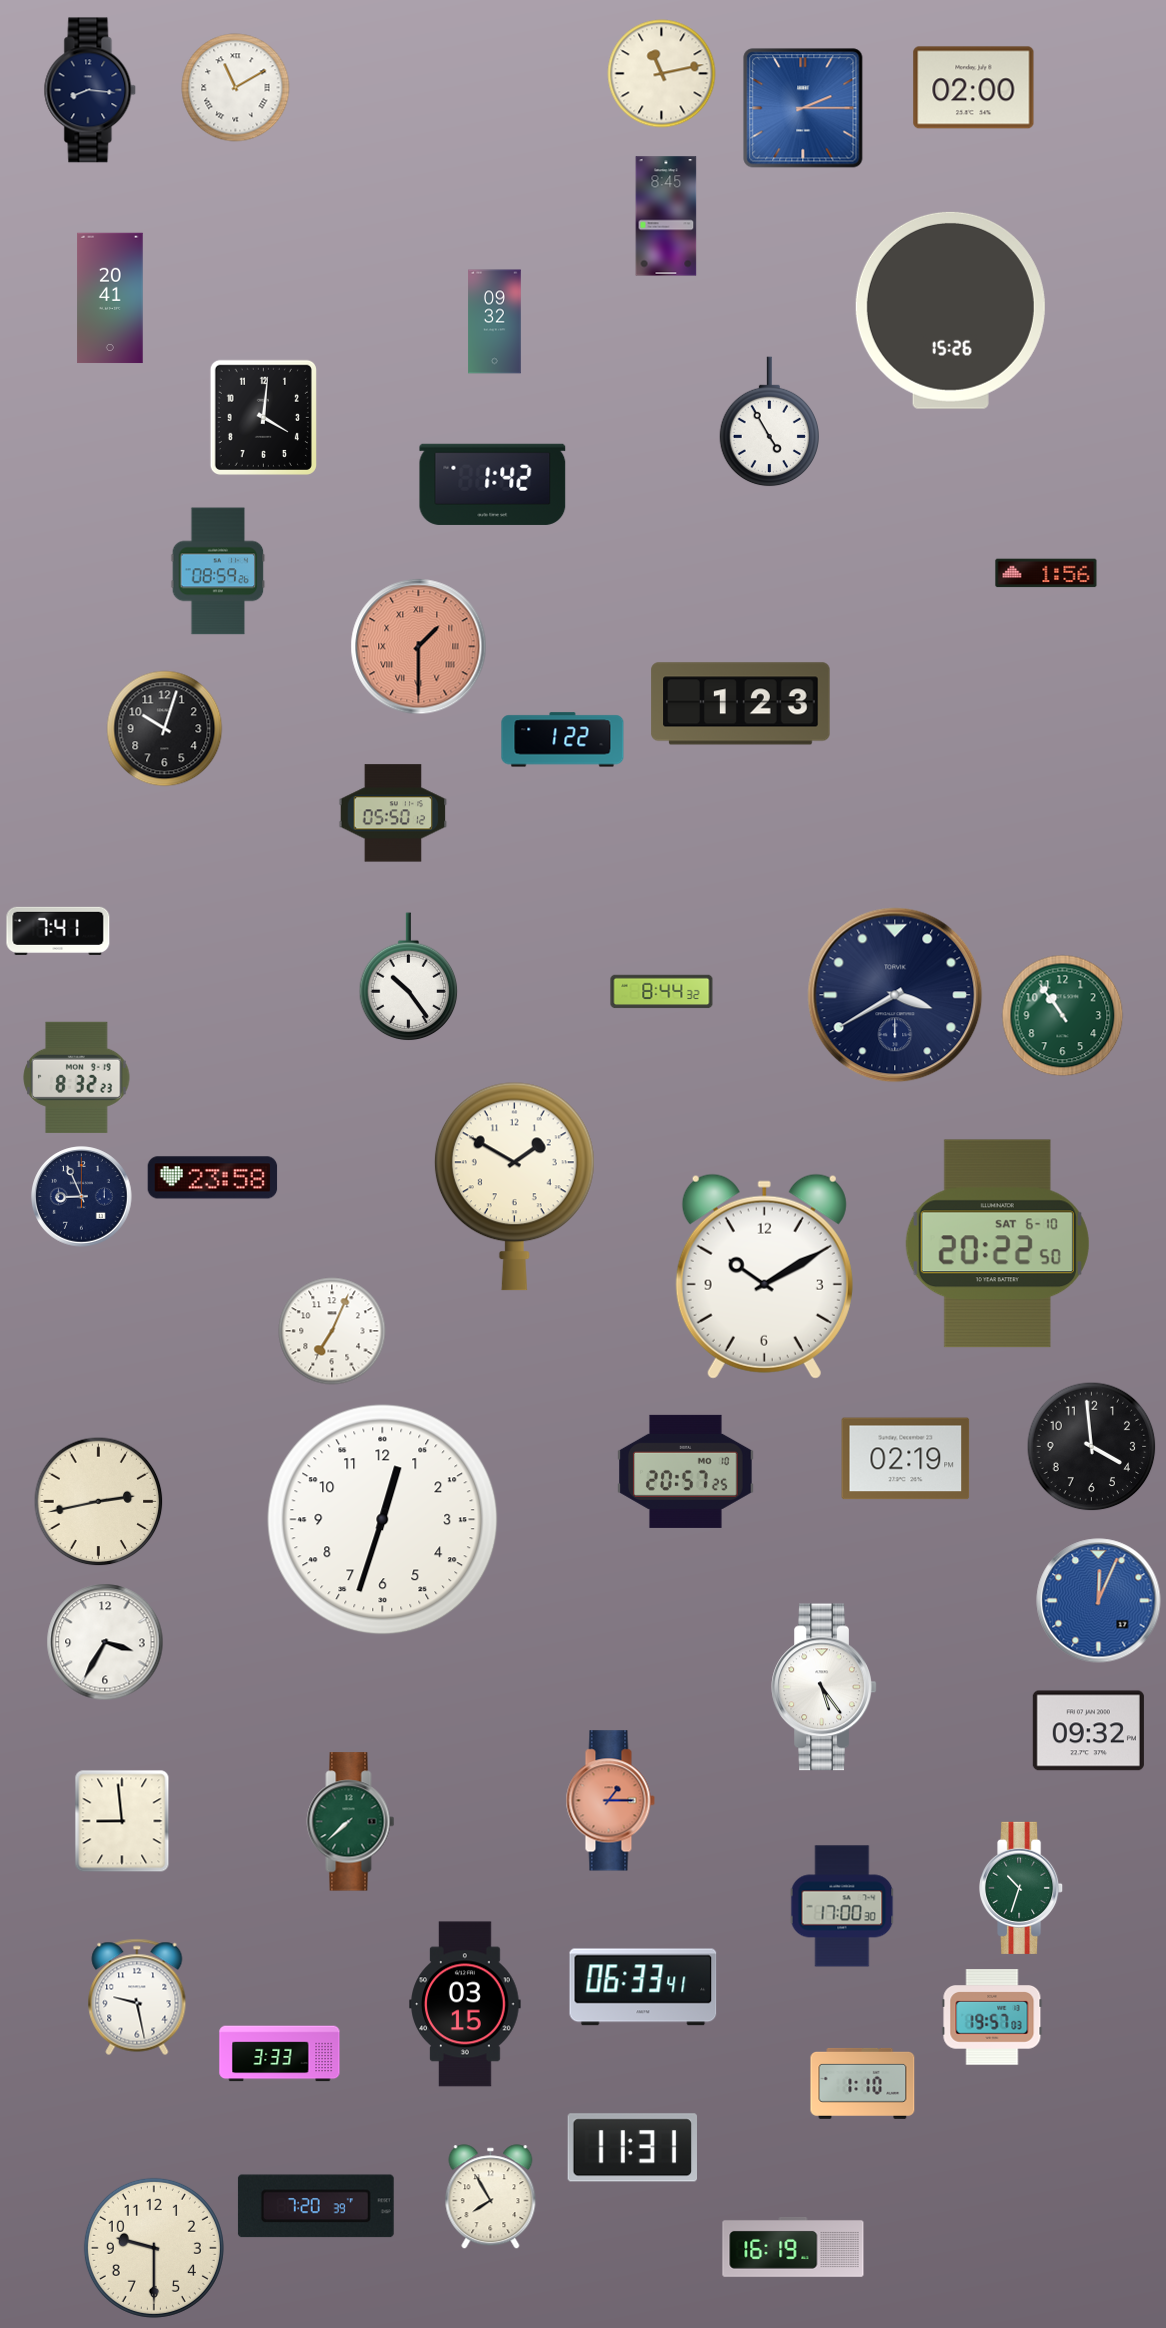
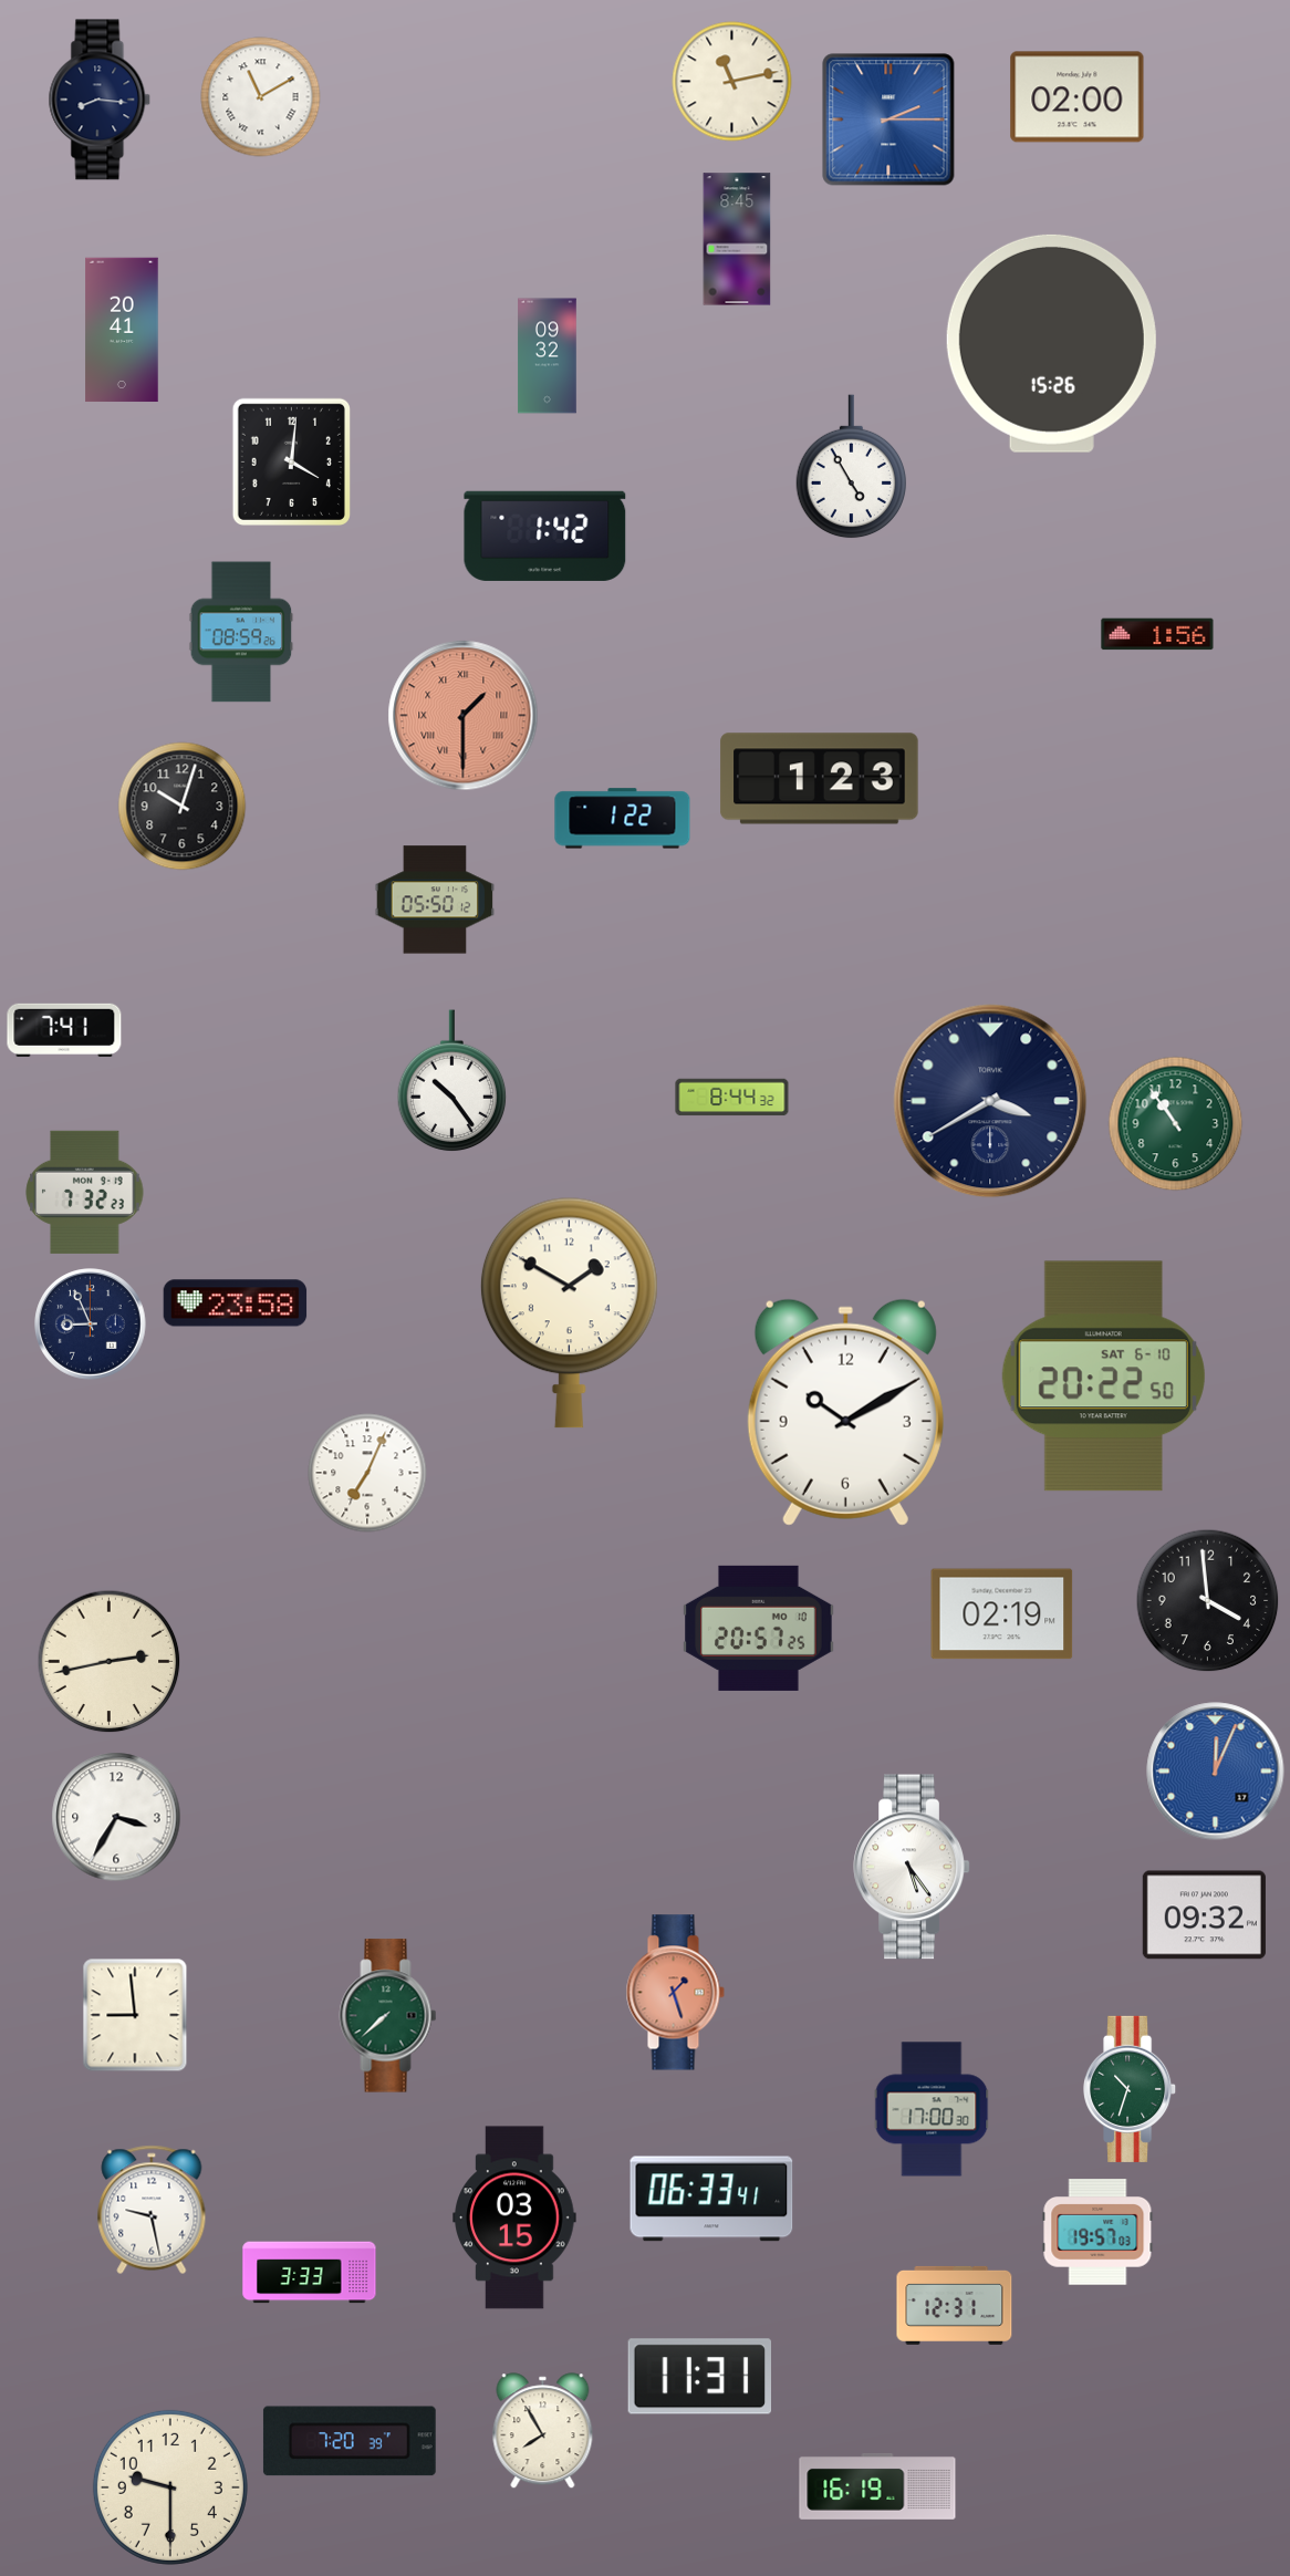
clock at (77, 1077): 8:32 -> 7:32
clock at (383, 1520): 12:33 -> none
clock at (610, 1801): 1:15 -> 1:27
clock at (863, 2083): 1:10 -> 12:31
